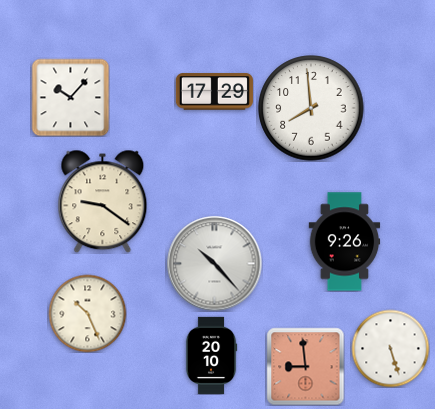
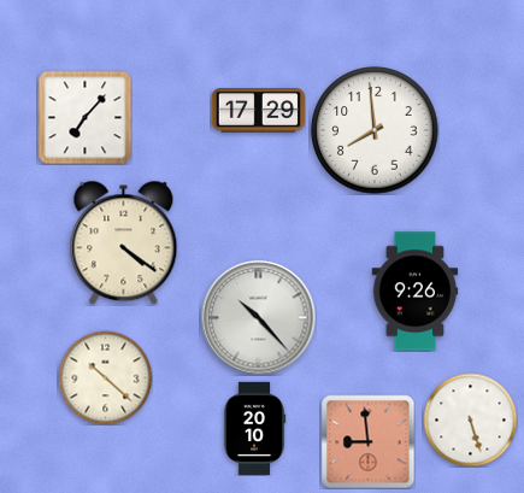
clock at (70, 97): 10:07 -> 7:07
clock at (103, 201): 9:21 -> 4:21
clock at (87, 313): 10:26 -> 10:22
